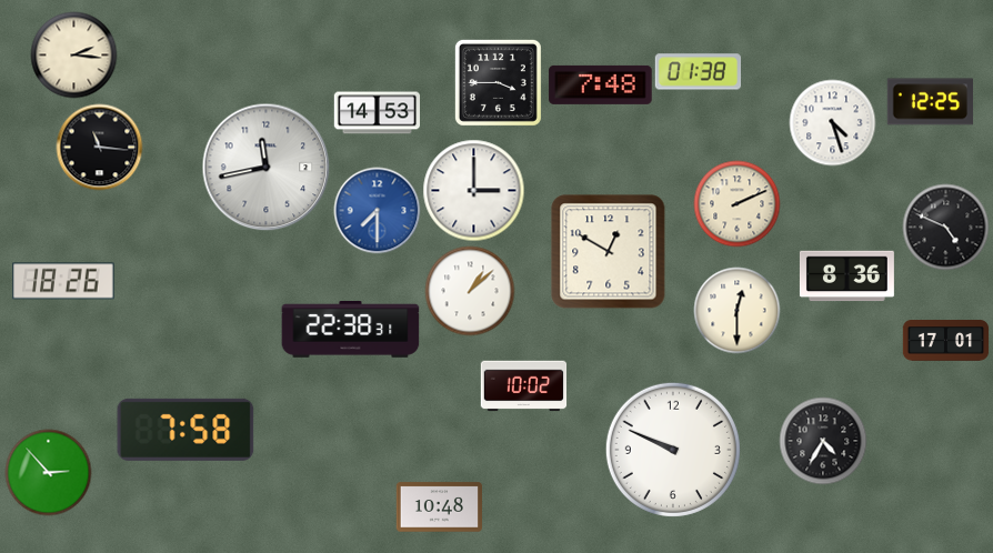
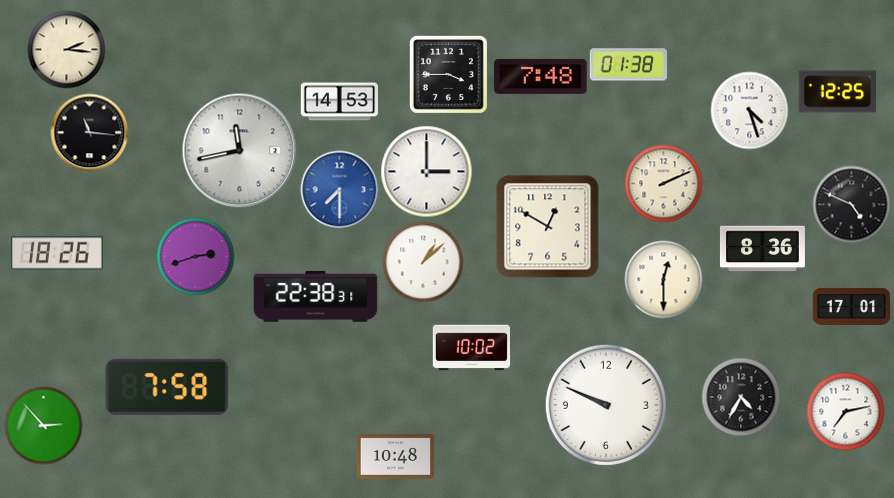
clock at (195, 256): none -> 2:42
clock at (845, 411): none -> 7:13
